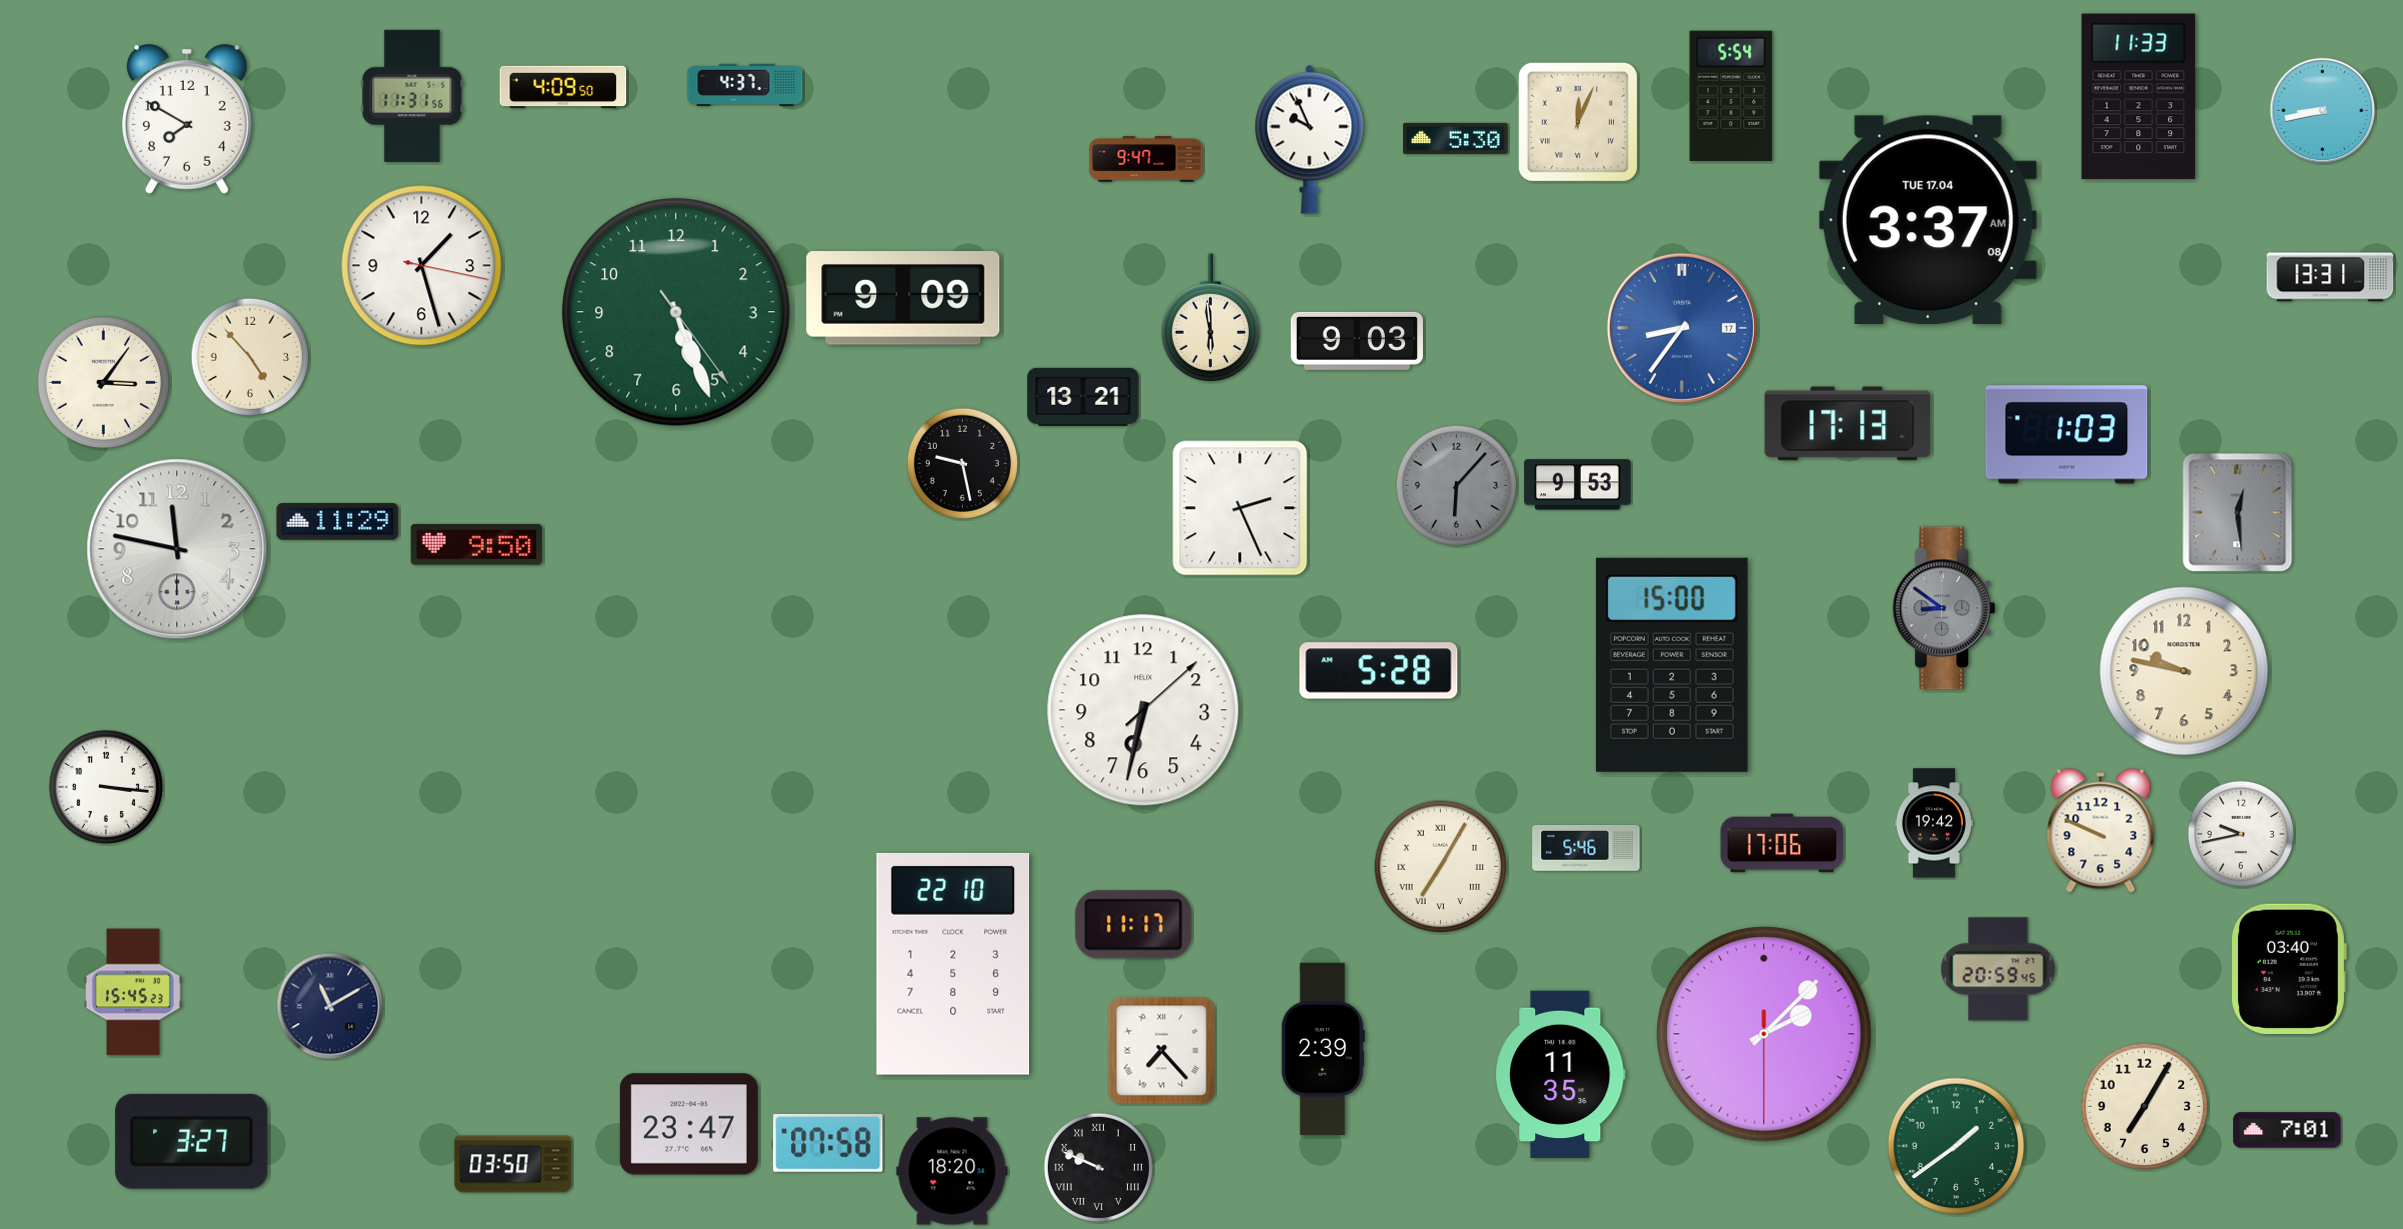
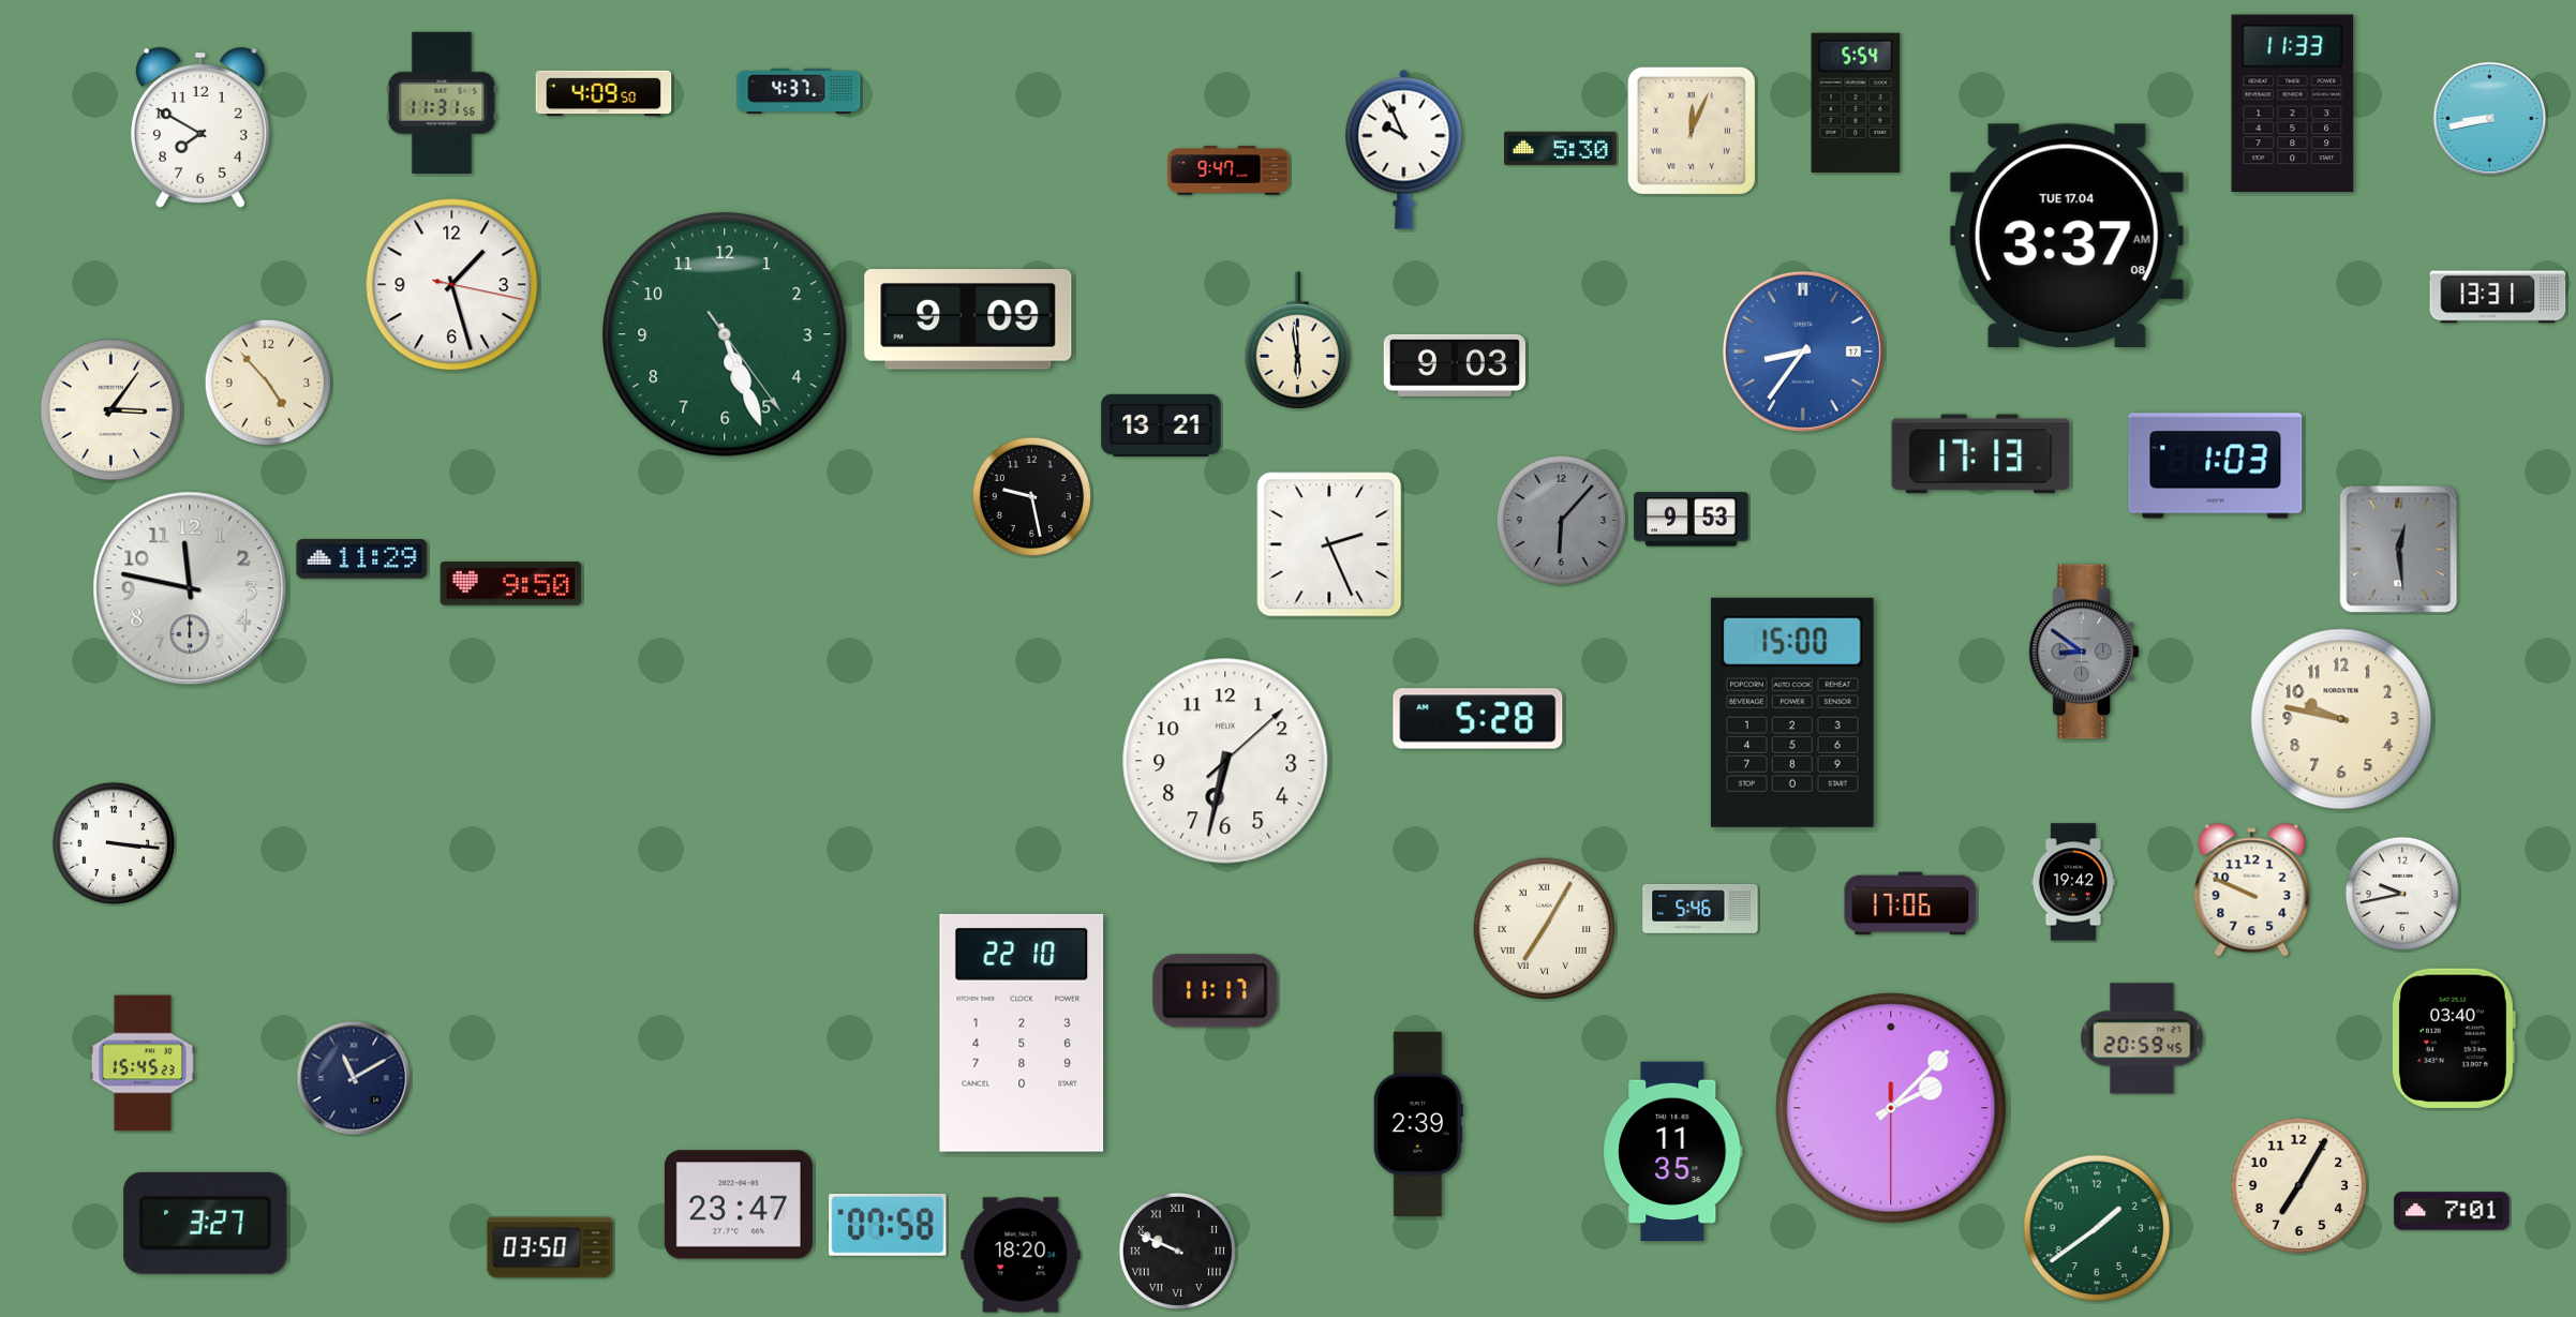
clock at (1162, 1051): 7:23 -> none
